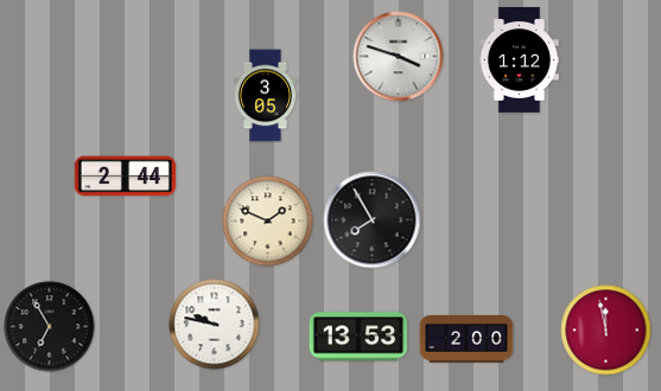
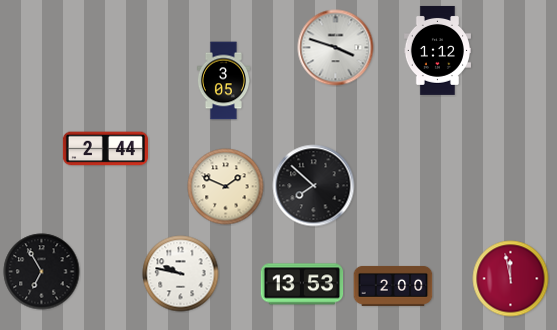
clock at (373, 220): 7:55 -> 7:52
clock at (50, 327) position: (50, 327) -> (42, 272)
